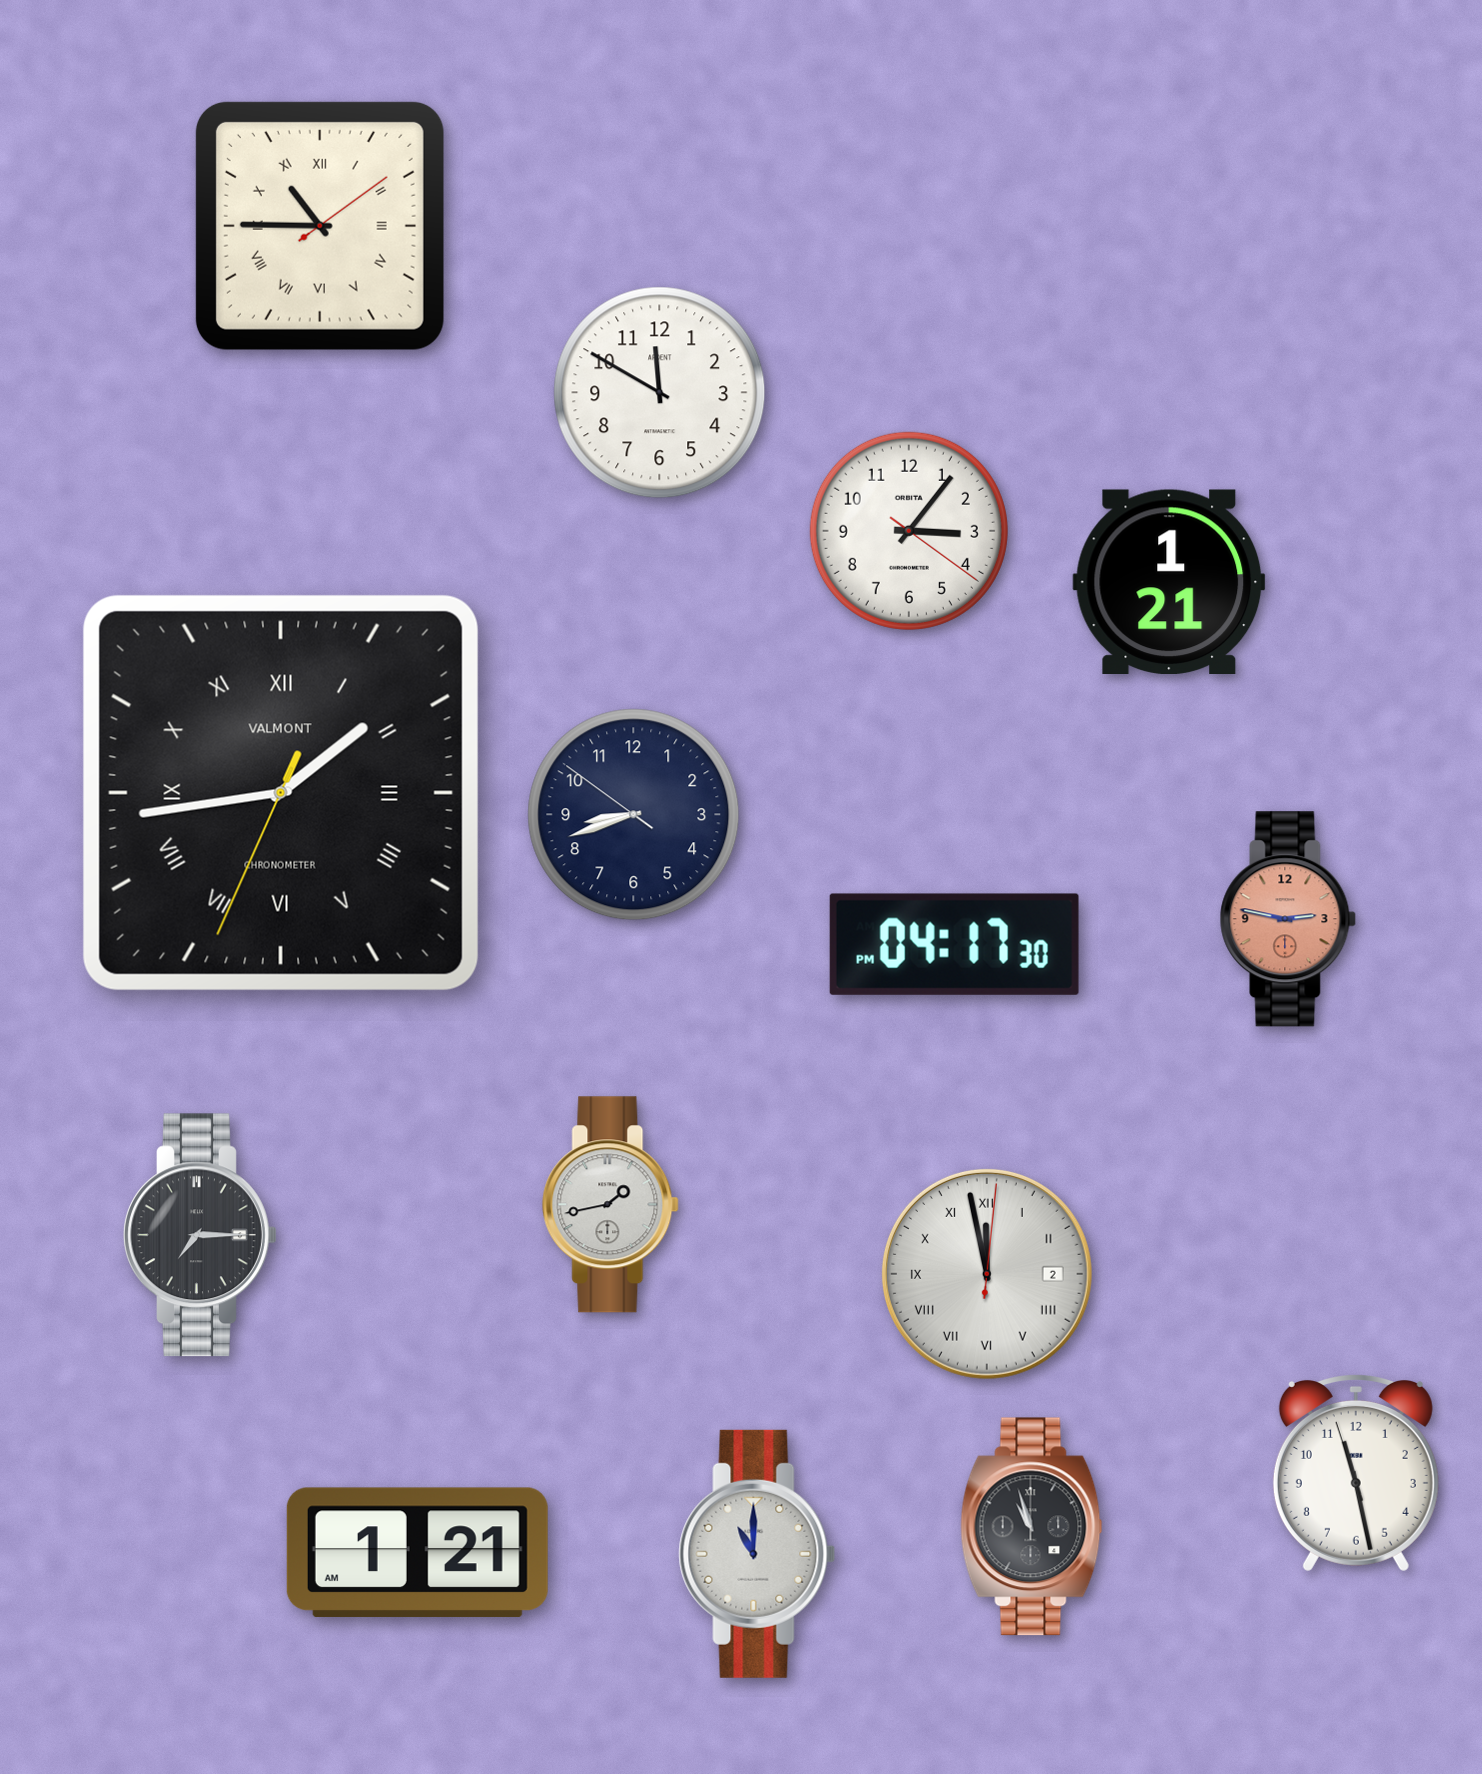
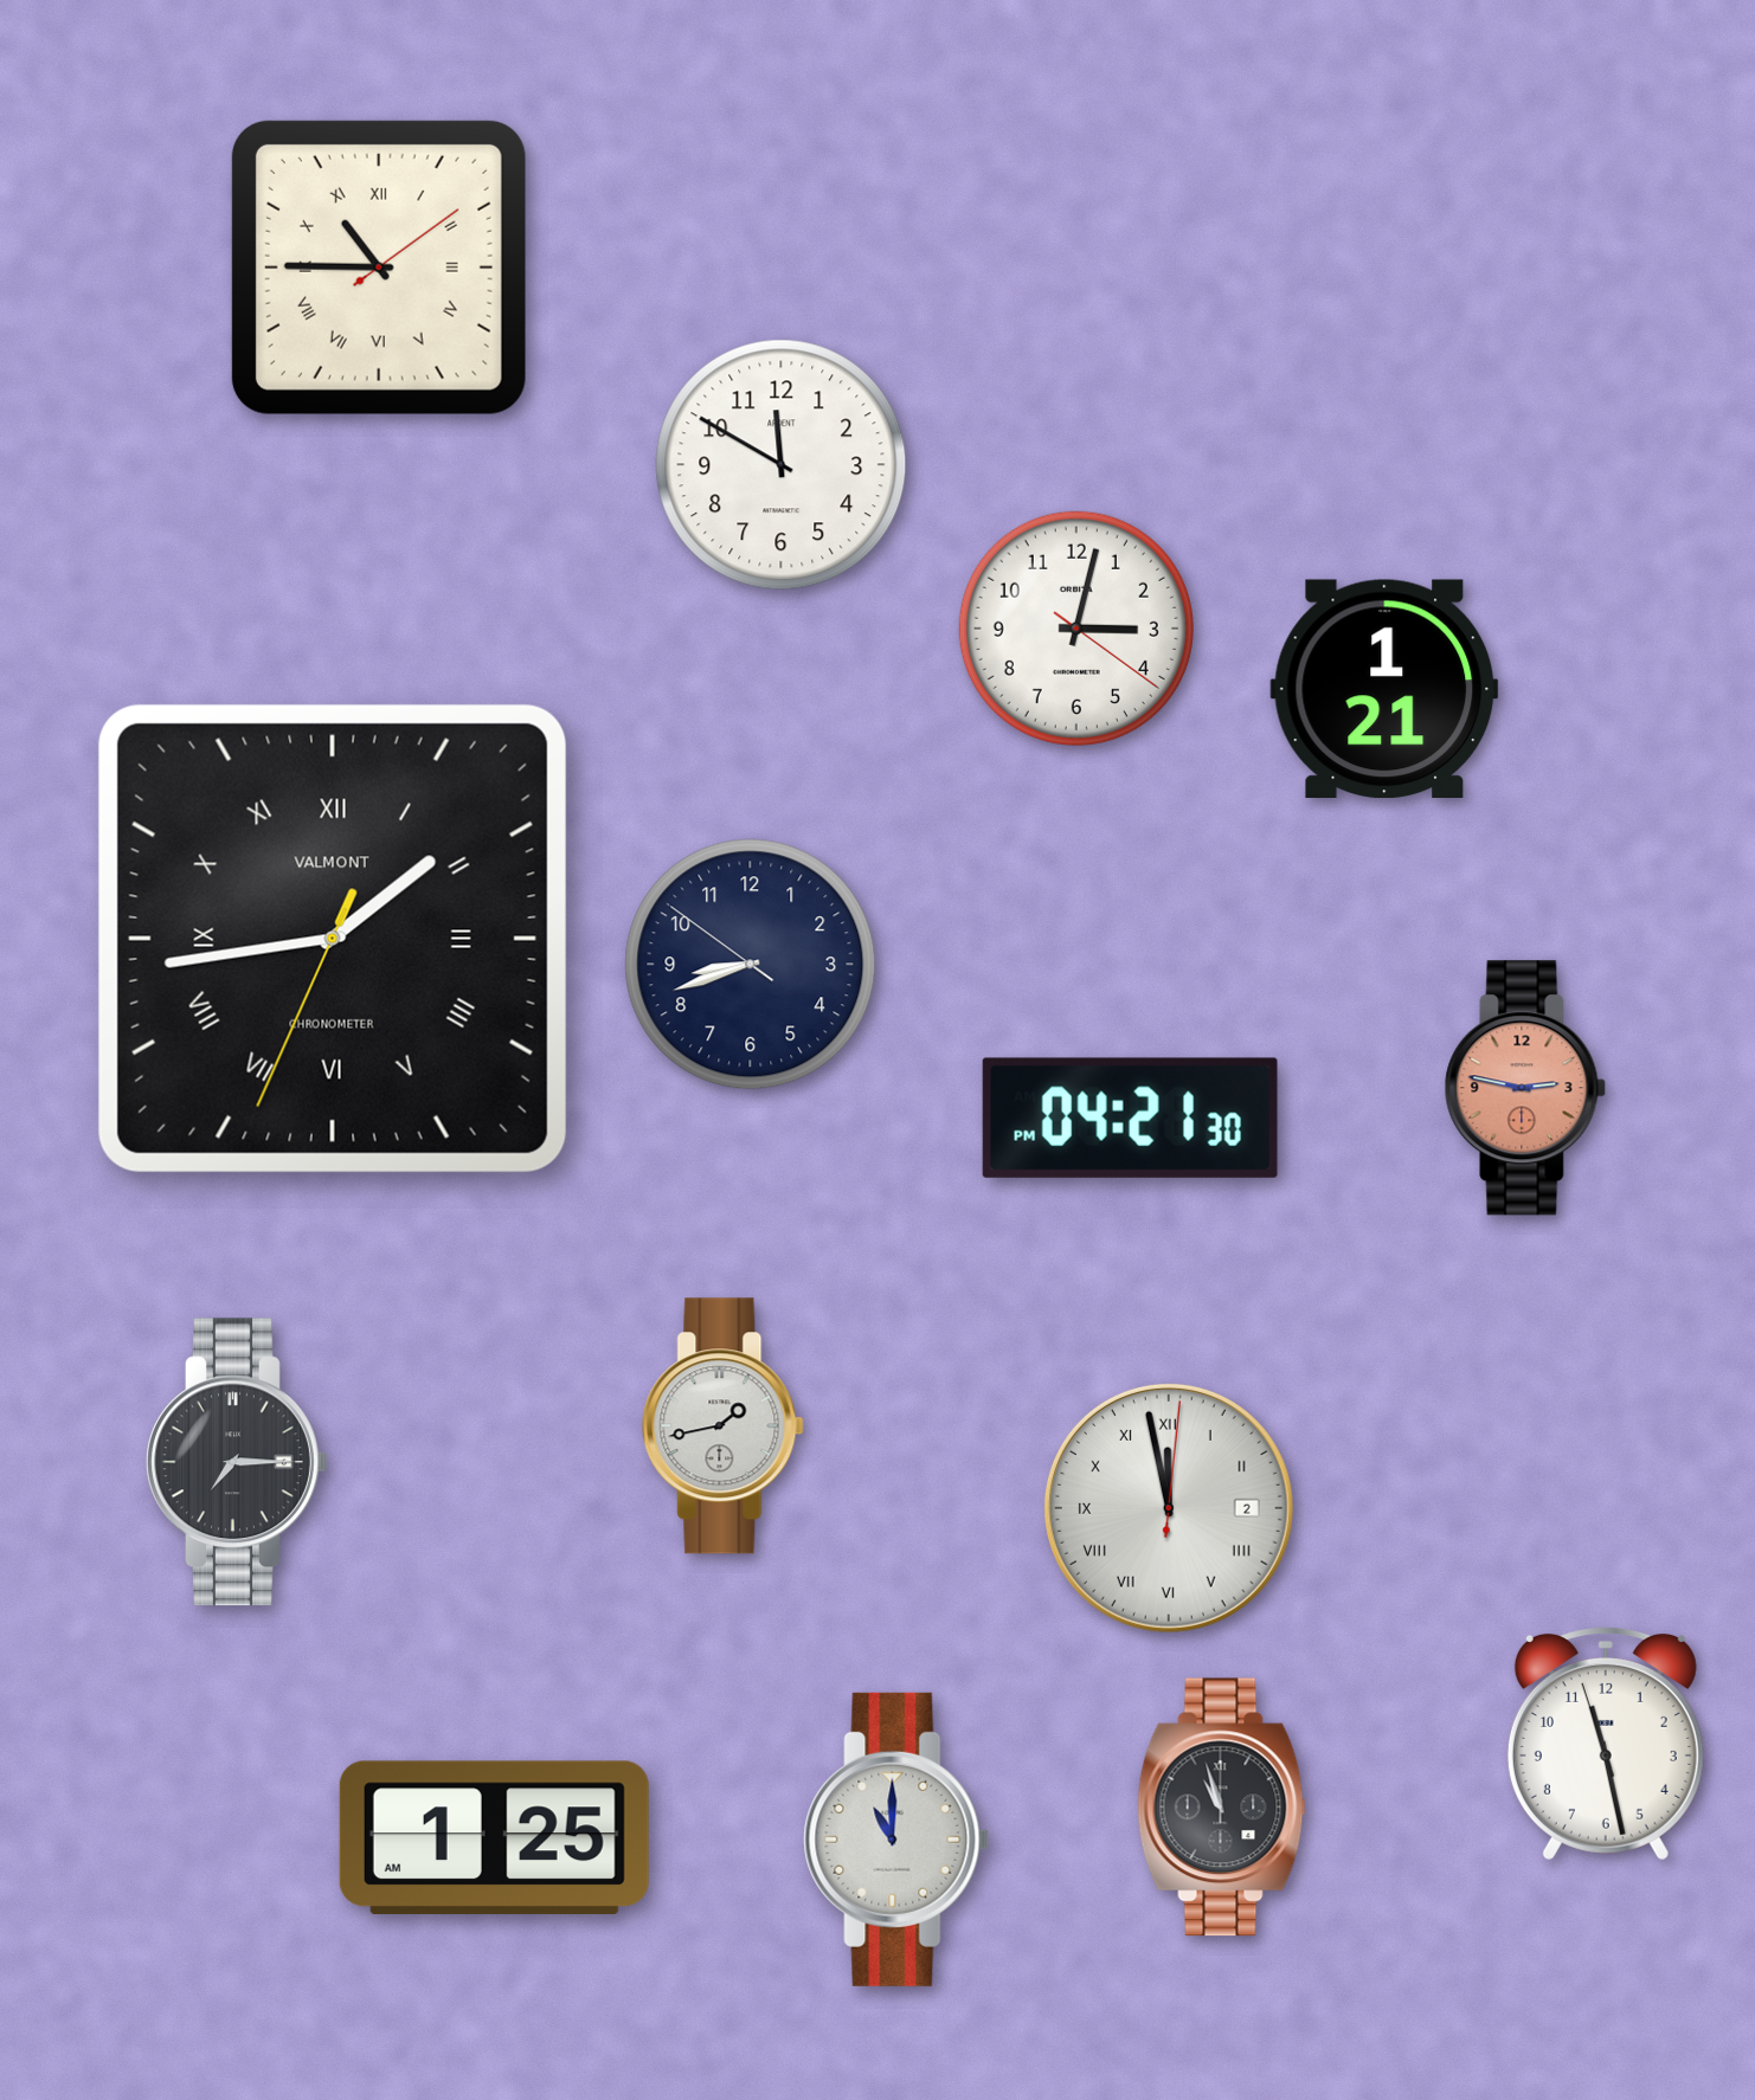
clock at (909, 531): 3:06 -> 3:02
clock at (954, 944): 04:17 -> 04:21
clock at (417, 1552): 1:21 -> 1:25
